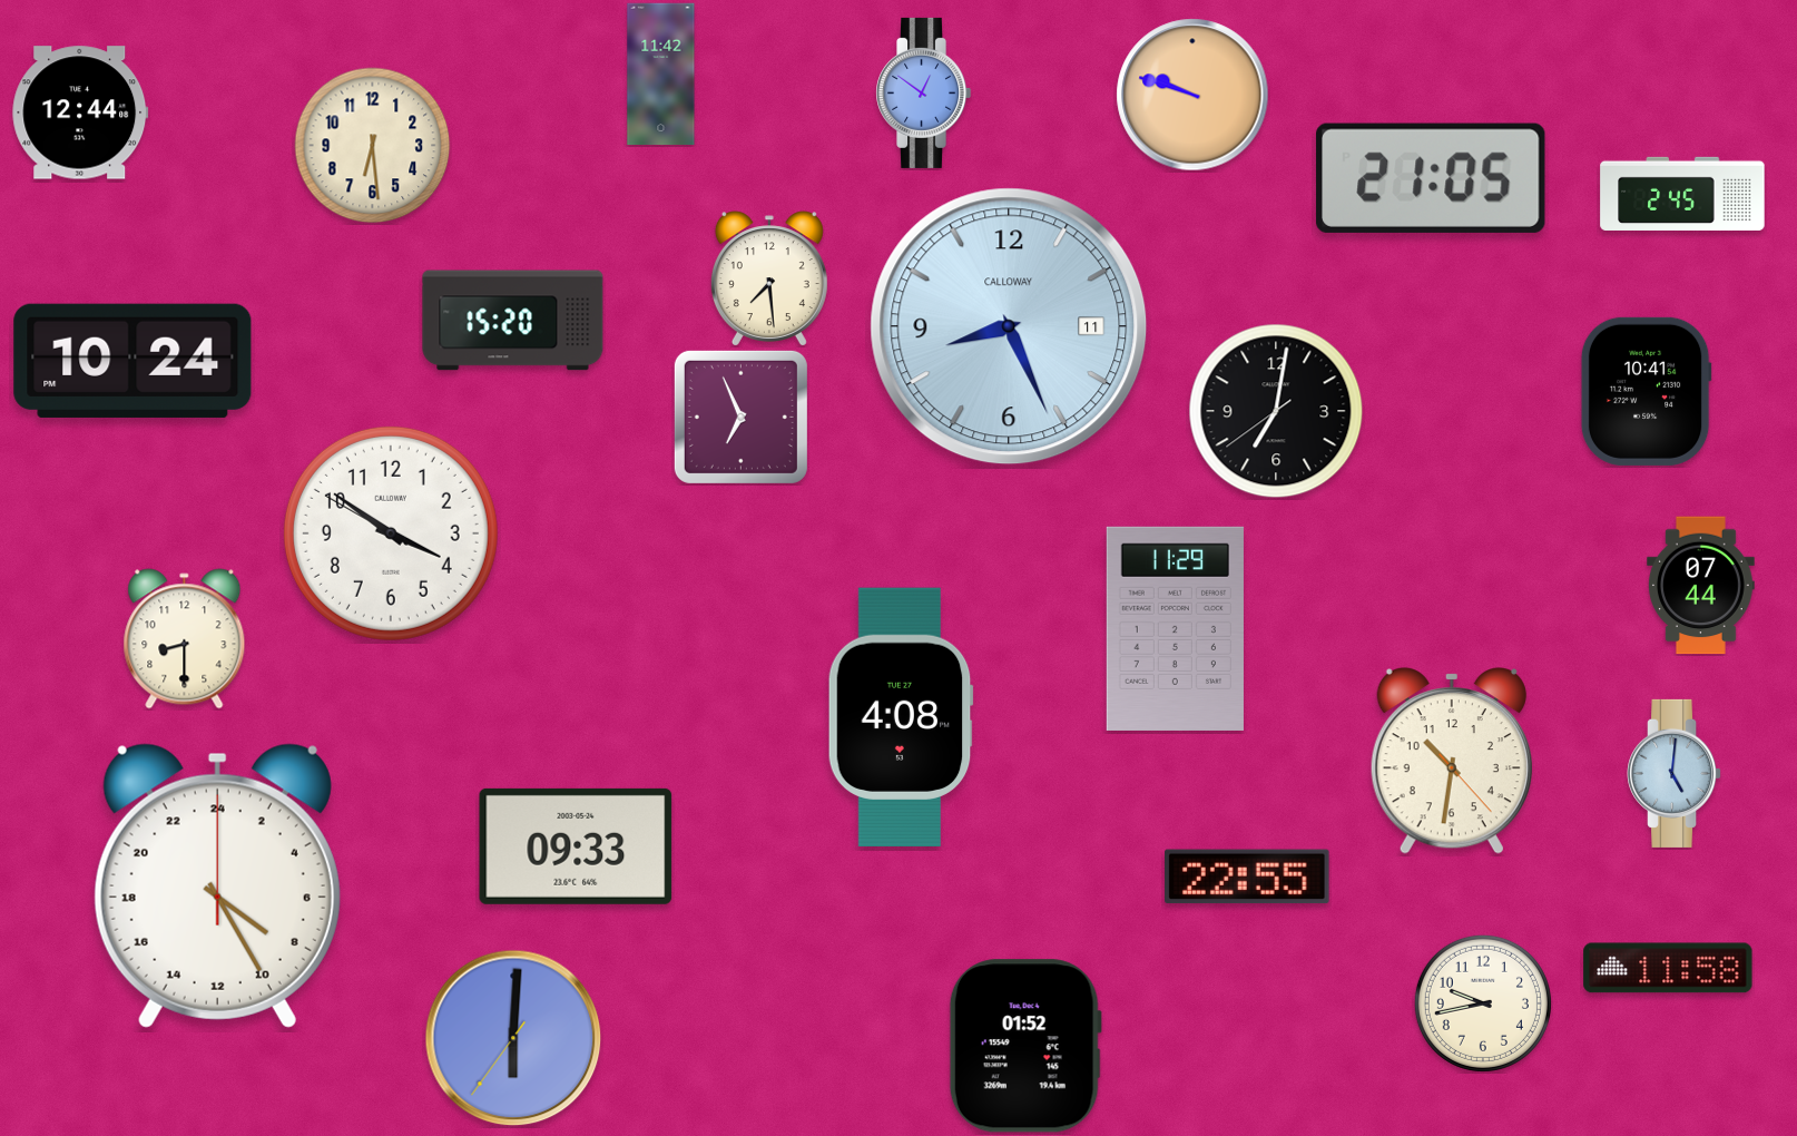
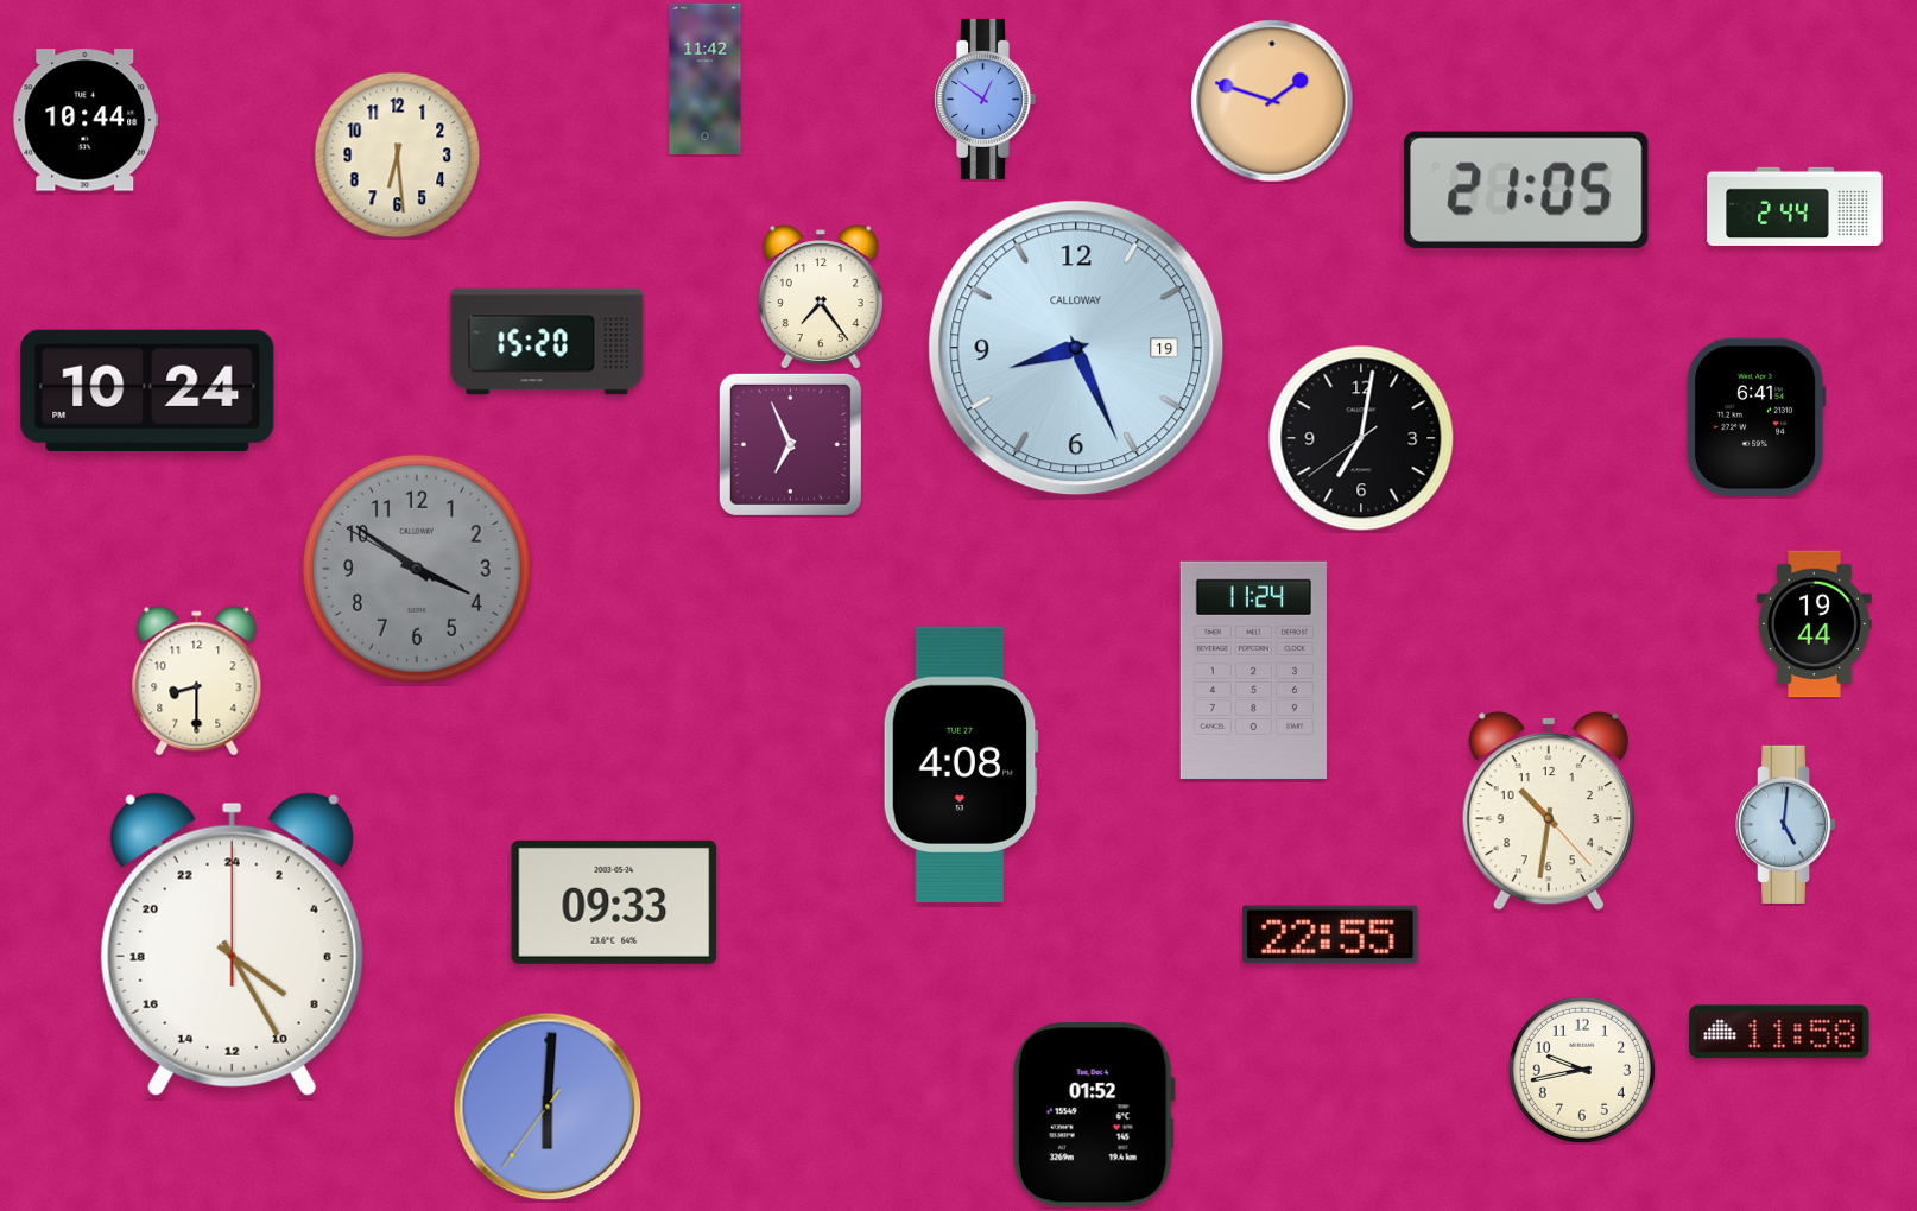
clock at (1192, 95): 9:48 -> 1:48
clock at (80, 112): 12:44 -> 10:44
clock at (1682, 194): 2:45 -> 2:44
clock at (769, 278): 7:29 -> 7:24
clock at (1009, 326) date: 11 -> 19
clock at (132, 361) position: (132, 361) -> (147, 391)
clock at (1646, 391): 10:41 -> 6:41
clock at (391, 533) dial: white -> grey
clock at (1701, 586): 07:44 -> 19:44
clock at (1175, 628): 11:29 -> 11:24
